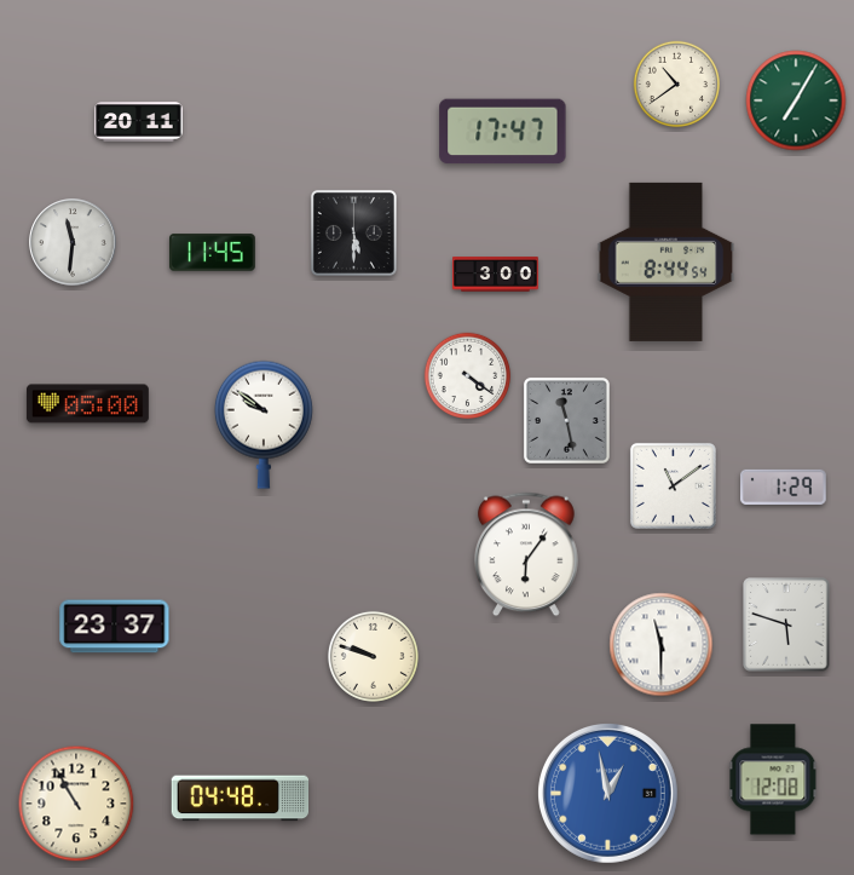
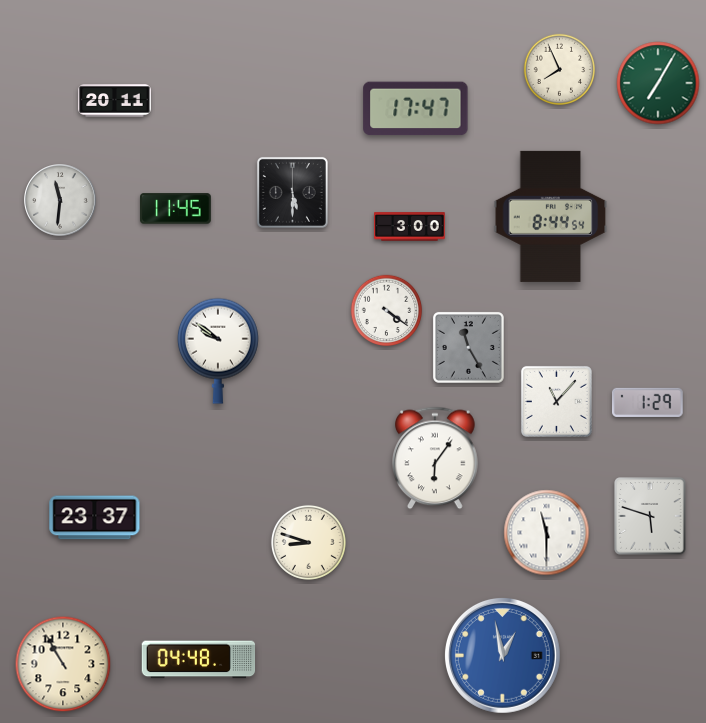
clock at (677, 85): 10:39 -> 7:56
clock at (87, 404): 05:00 -> none
clock at (566, 420): 11:28 -> 11:25
clock at (673, 485): 11:09 -> 11:07
clock at (373, 656): 9:48 -> 8:48
clock at (773, 779): 12:08 -> none
